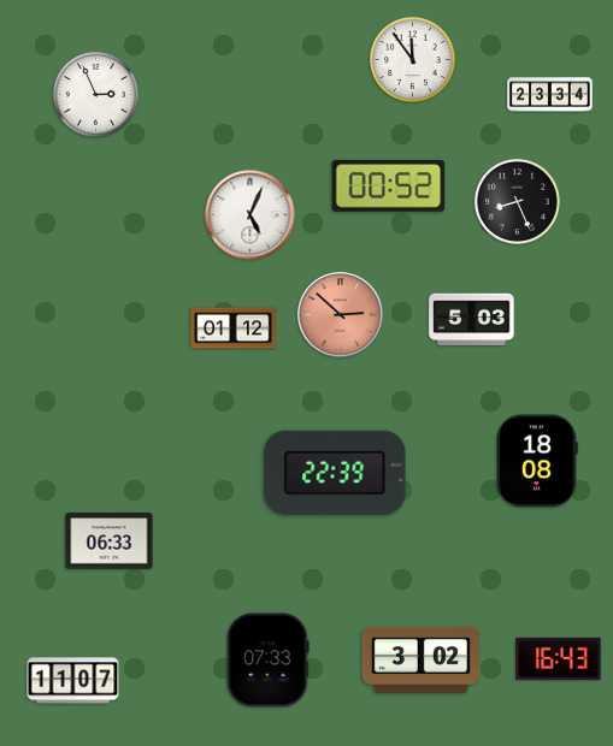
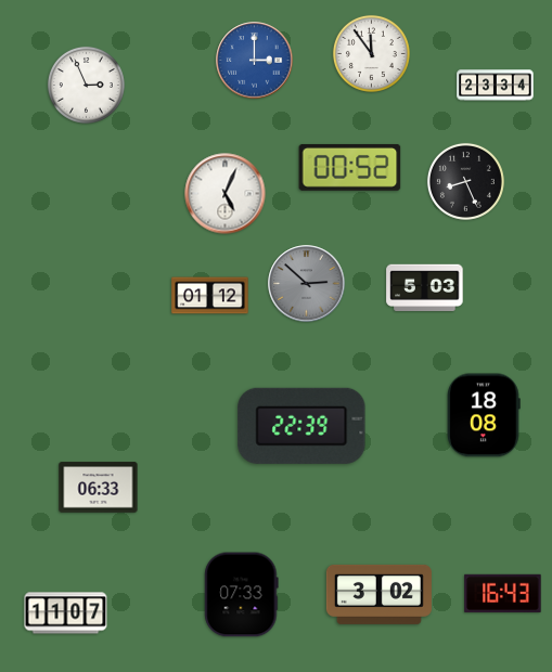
clock at (255, 61): none -> 3:00
clock at (341, 315) dial: salmon -> grey
